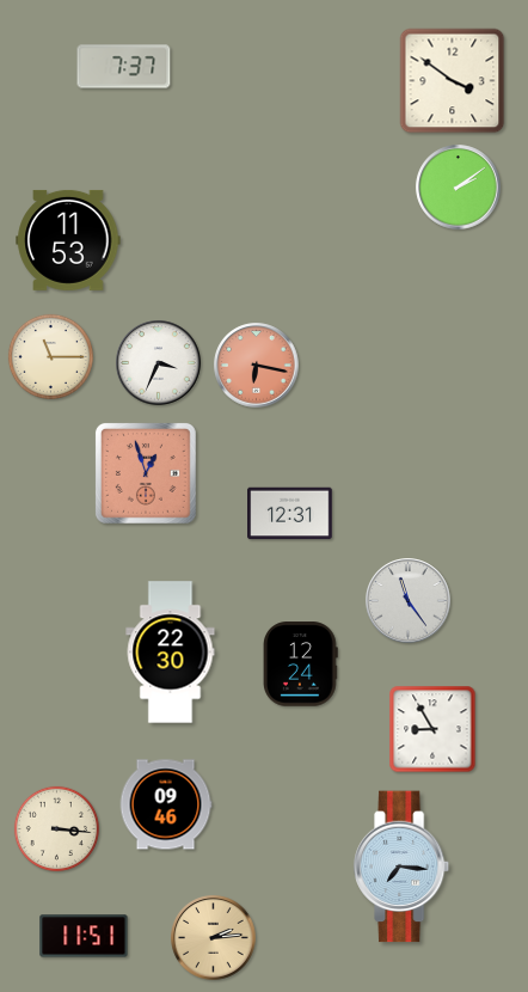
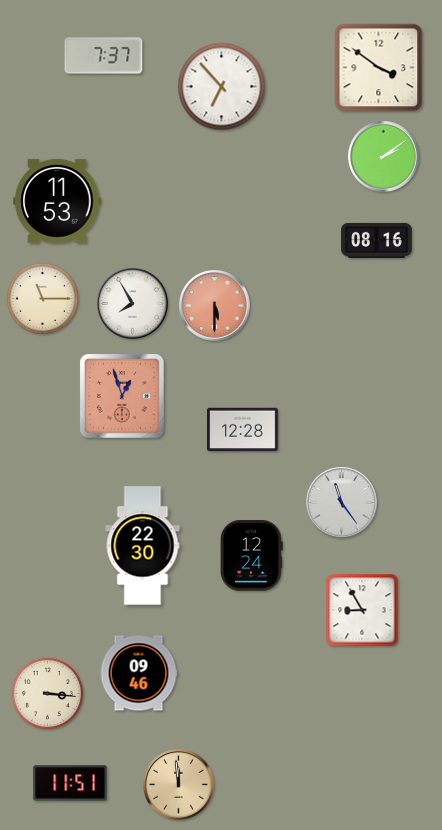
clock at (222, 87): none -> 6:53
clock at (377, 240): none -> 08:16
clock at (159, 363): 3:34 -> 7:55
clock at (257, 366): 6:17 -> 5:30
clock at (290, 514): 12:31 -> 12:28
clock at (403, 867): 7:16 -> none
clock at (214, 938): 2:14 -> 11:59
